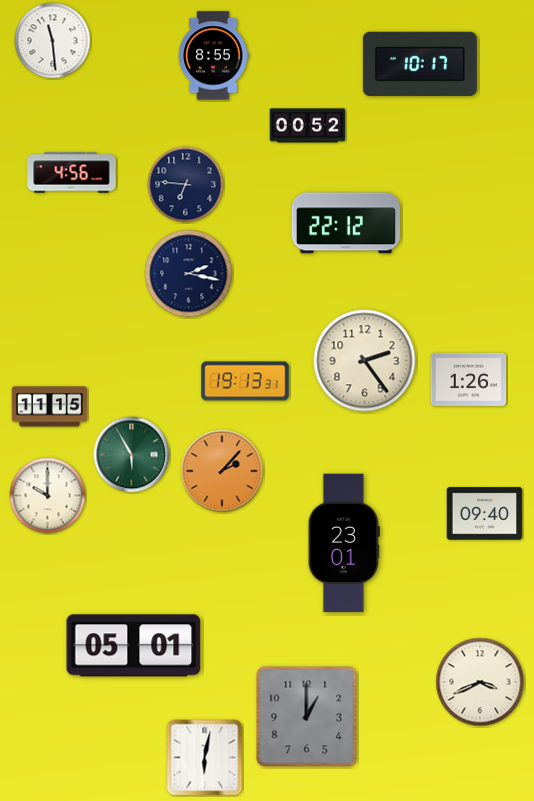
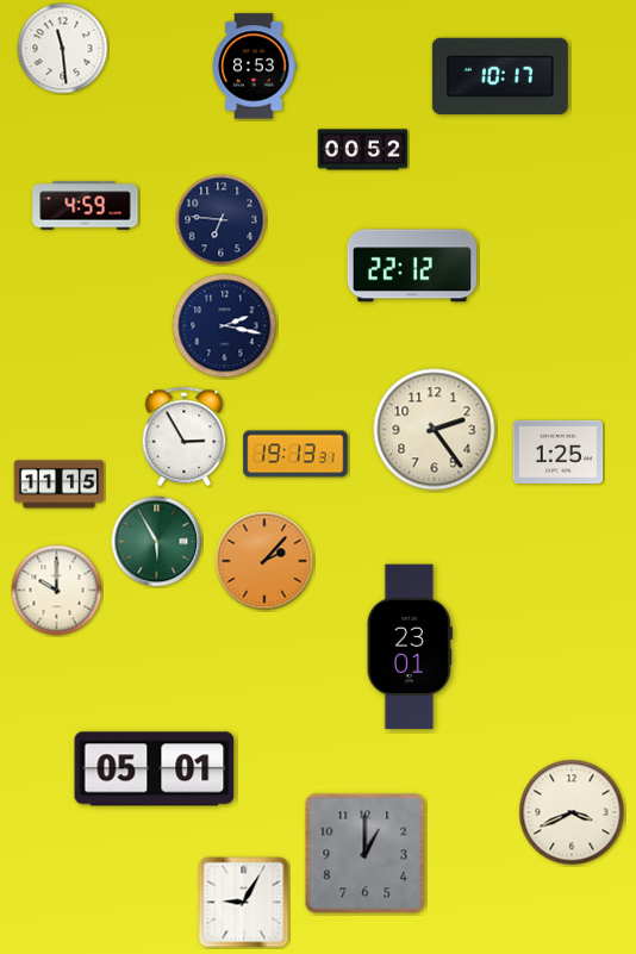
clock at (213, 56): 8:55 -> 8:53
clock at (308, 126) position: (308, 126) -> (363, 150)
clock at (72, 173): 4:56 -> 4:59
clock at (185, 437): none -> 2:55
clock at (469, 379): 1:26 -> 1:25
clock at (245, 381) position: (245, 381) -> (295, 454)
clock at (485, 514): 09:40 -> none
clock at (134, 646) position: (134, 646) -> (155, 769)
clock at (205, 758): 6:02 -> 9:05
